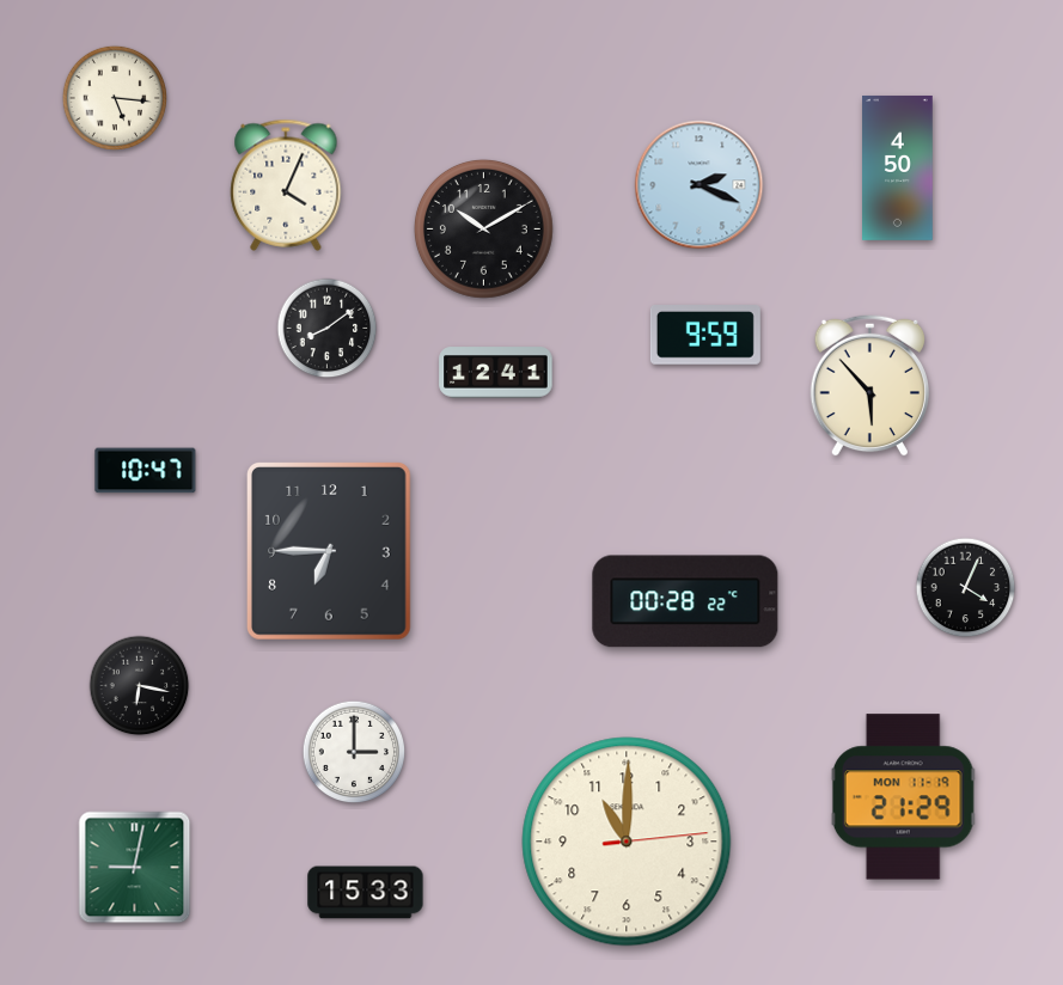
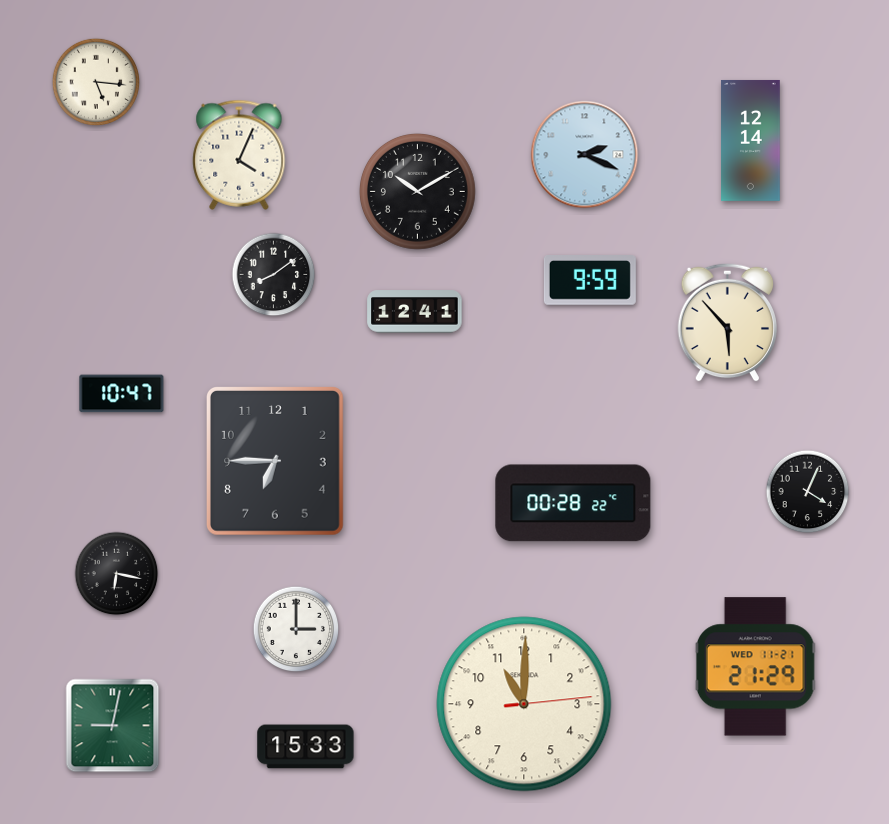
clock at (898, 167): 4:50 -> 12:14
clock at (483, 228) position: (483, 228) -> (417, 191)
clock at (903, 797) date: MON 11-19 -> WED 11-21
